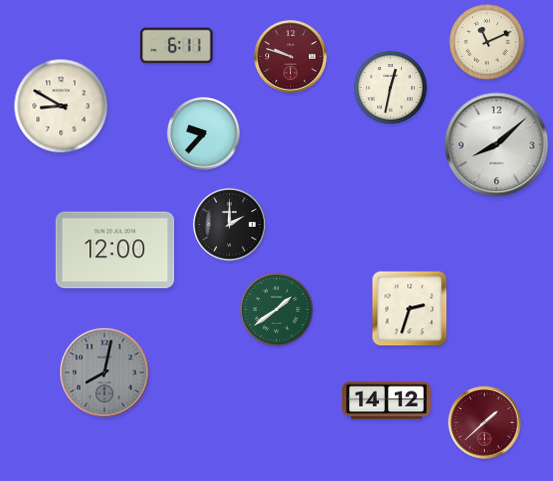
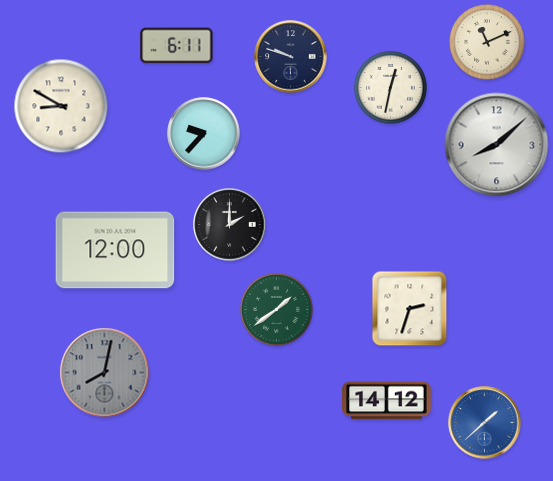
clock at (291, 57) dial: burgundy -> navy
clock at (485, 423) dial: burgundy -> blue
